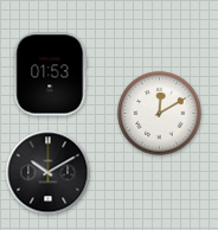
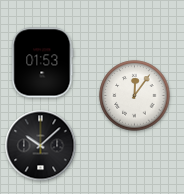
clock at (160, 114): 12:10 -> 12:06
clock at (49, 173): 10:10 -> 10:08
